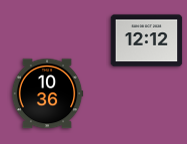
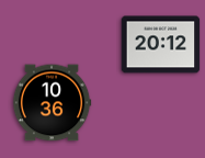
clock at (147, 41): 12:12 -> 20:12
